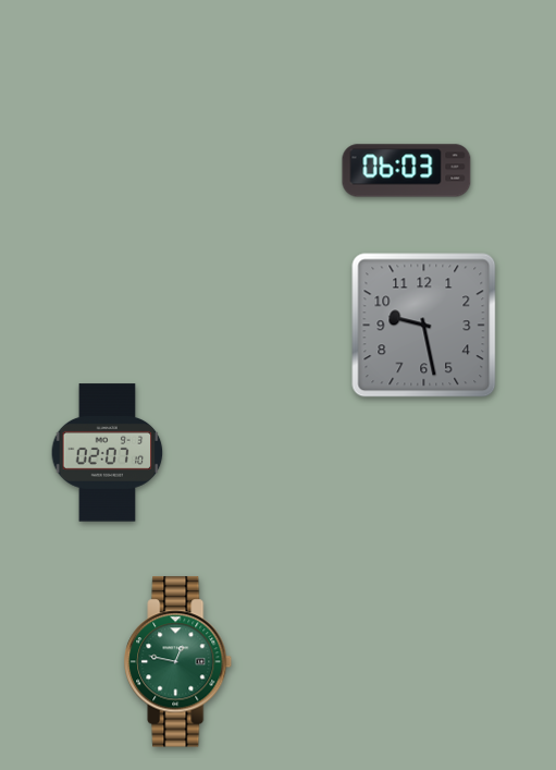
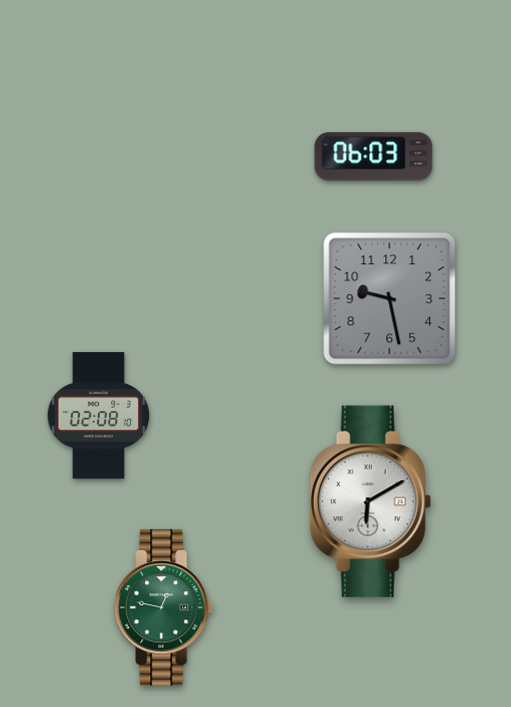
clock at (108, 453): 02:07 -> 02:08
clock at (370, 502): none -> 6:10
